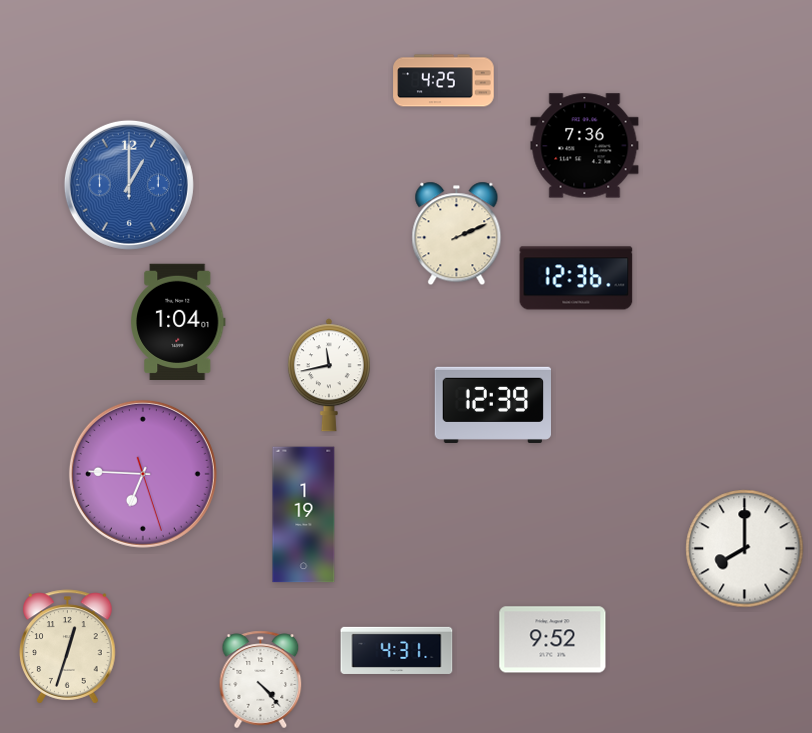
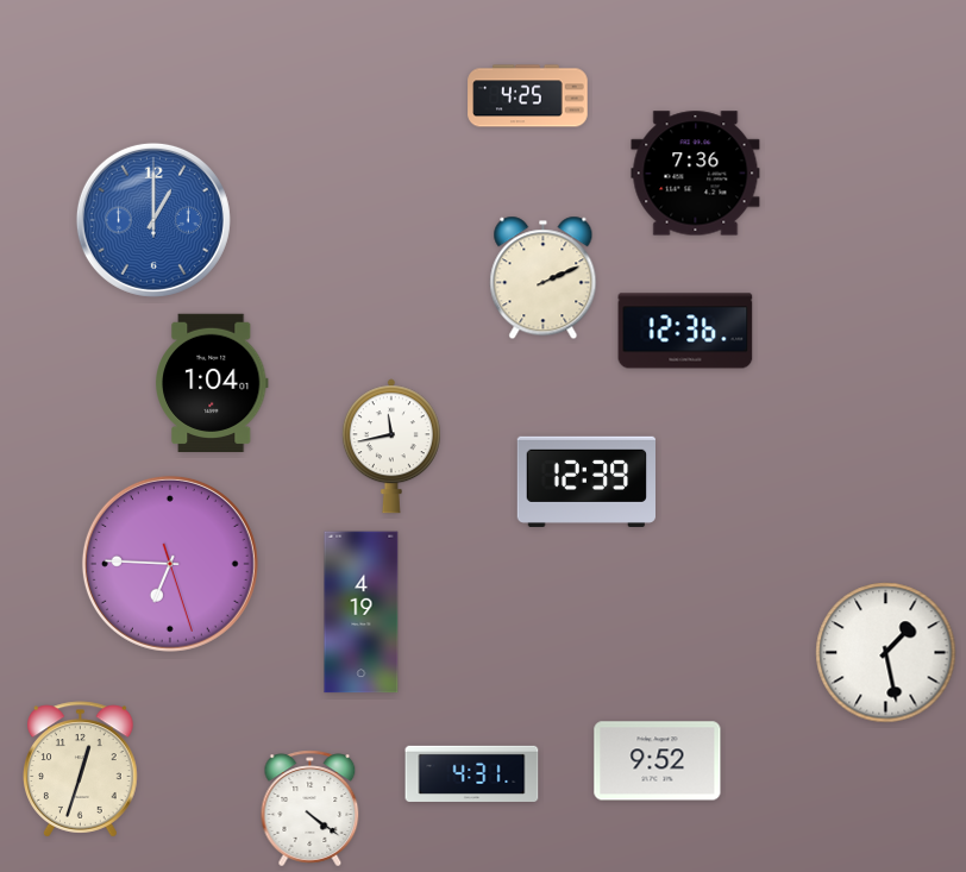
clock at (304, 515): 1:19 -> 4:19
clock at (745, 549): 8:00 -> 1:28
clock at (261, 680): 4:23 -> 4:21
